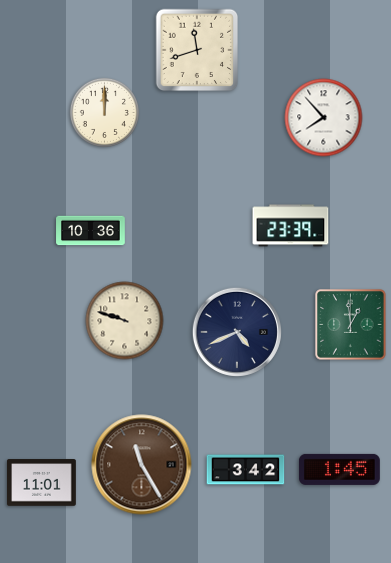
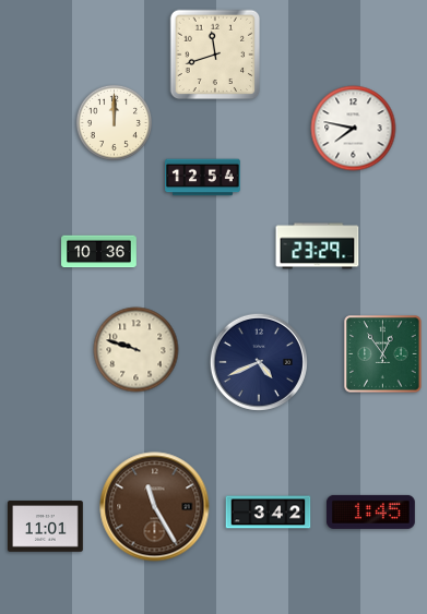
clock at (324, 118): 7:53 -> 7:47
clock at (203, 178): none -> 12:54
clock at (291, 226): 23:39 -> 23:29
clock at (351, 325): 12:59 -> 12:54
